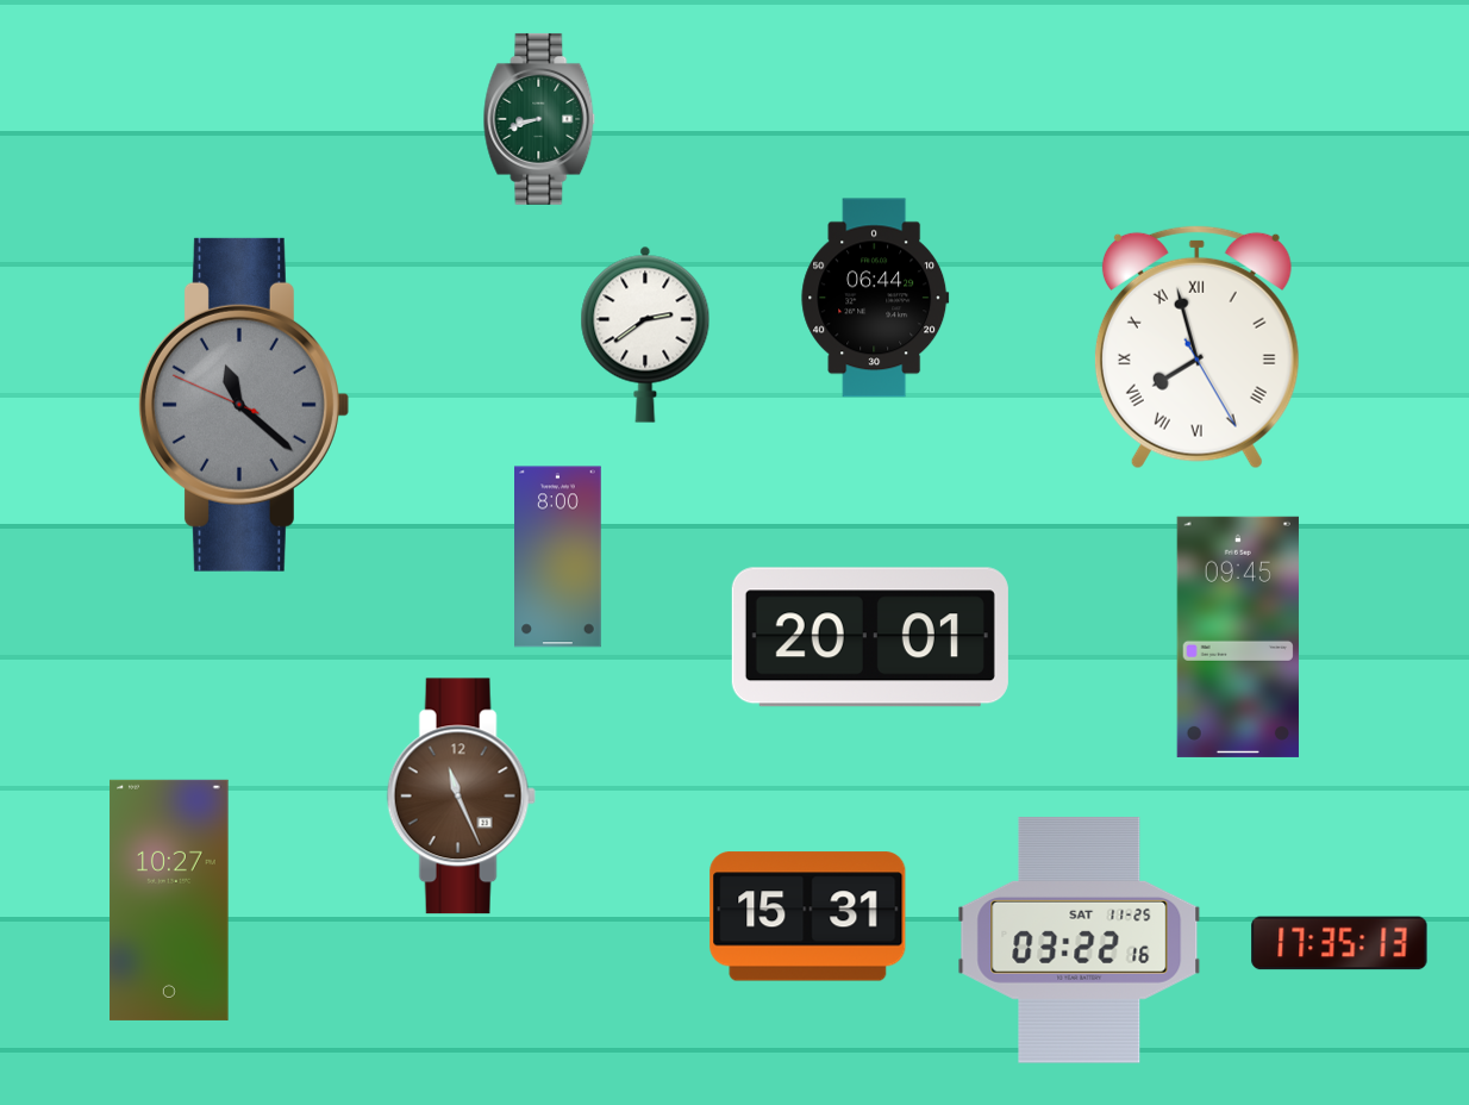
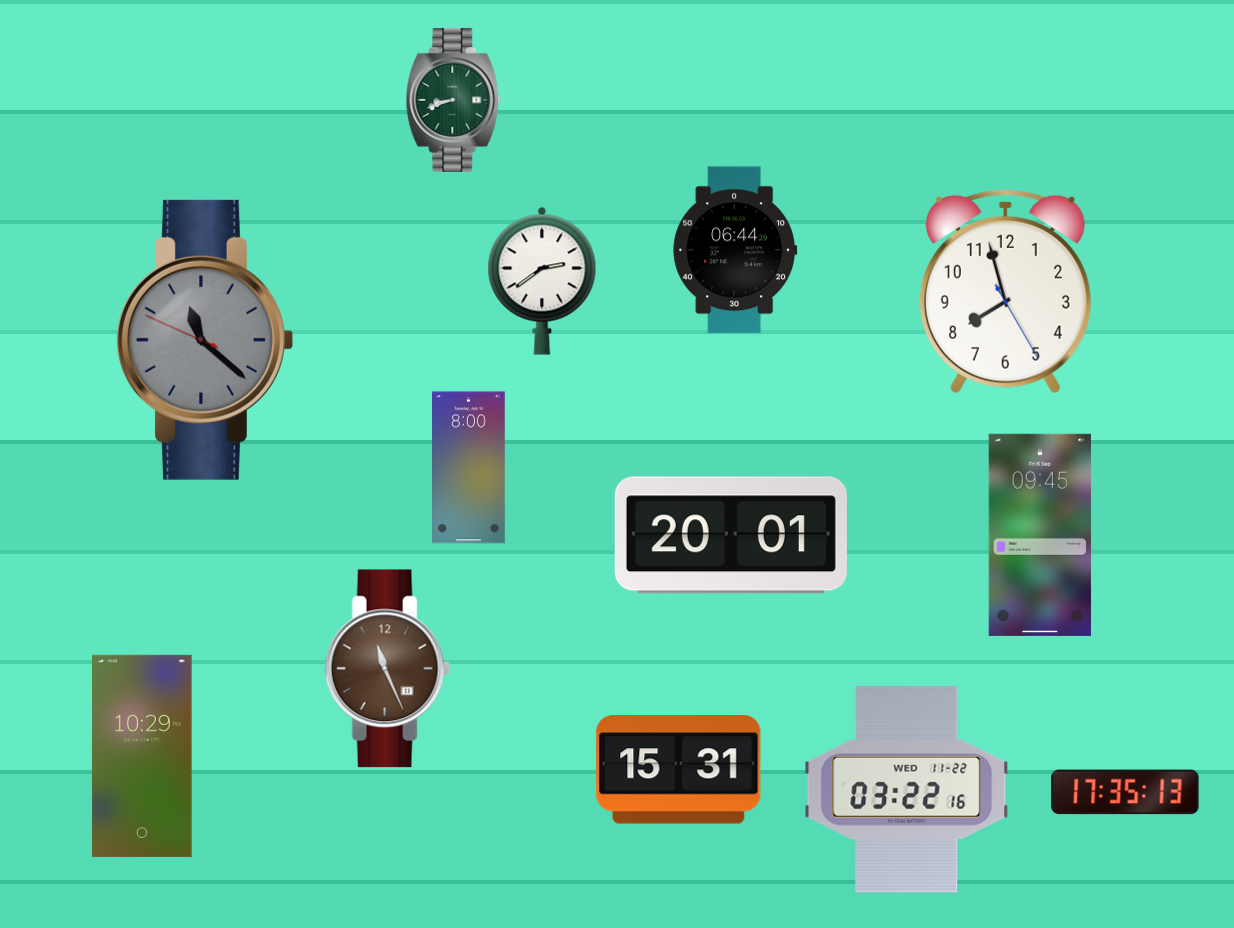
clock at (1196, 347) numerals: Roman -> Arabic
clock at (169, 900): 10:27 -> 10:29
clock at (1080, 941) date: SAT 11-25 -> WED 11-22
